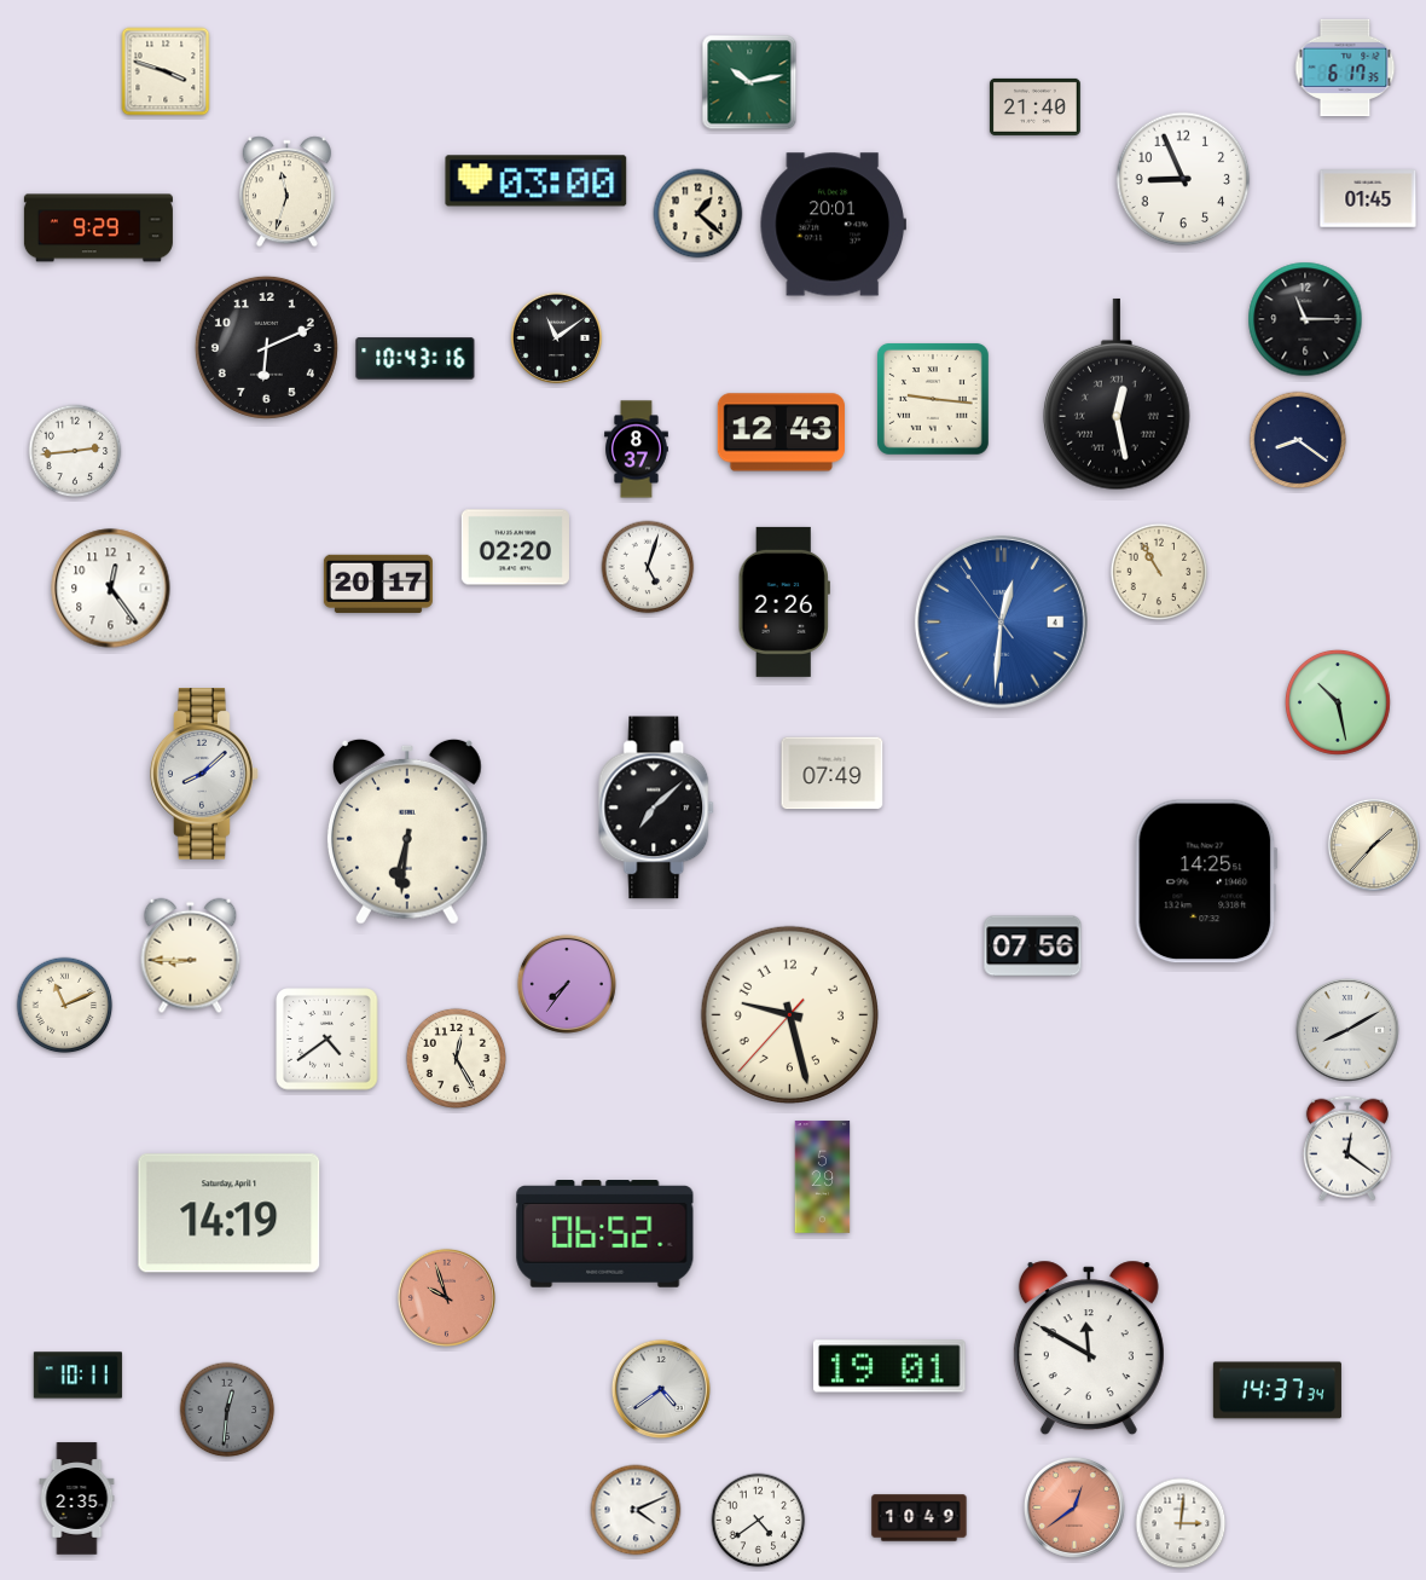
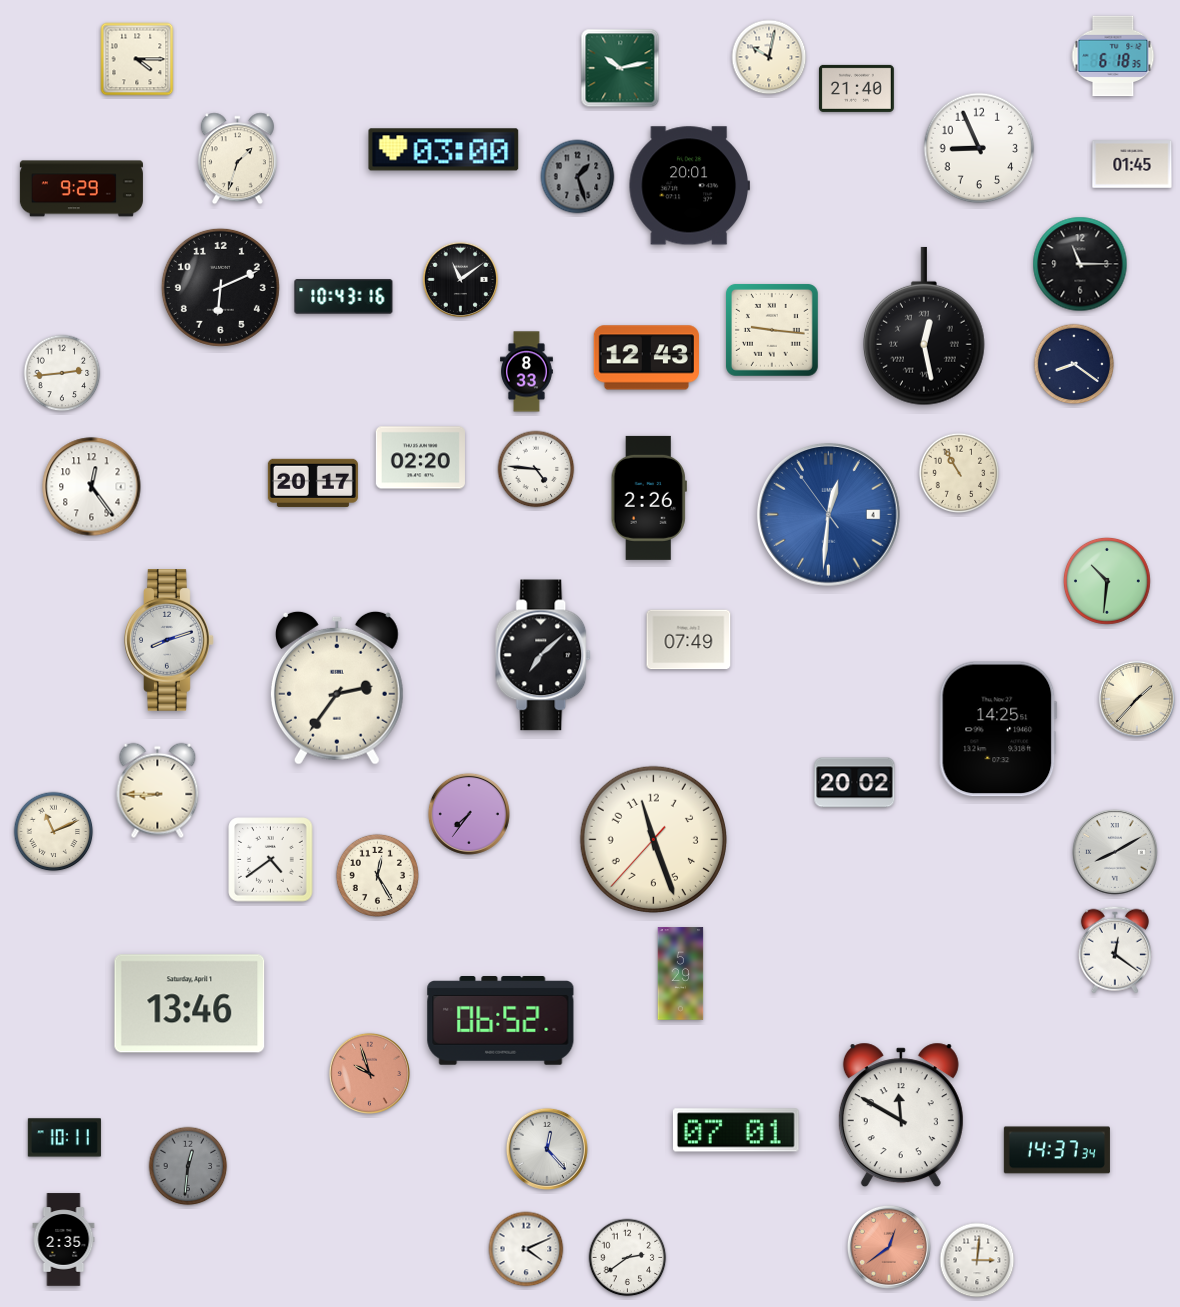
clock at (1345, 68): 6:17 -> 6:18
clock at (769, 57): none -> 10:02
clock at (166, 71): 3:48 -> 4:15
clock at (286, 192): 11:33 -> 1:33
clock at (698, 214): 1:22 -> 1:27
clock at (698, 214) dial: cream -> grey
clock at (637, 450): 8:37 -> 8:33
clock at (515, 548) position: (515, 548) -> (420, 458)
clock at (648, 567): 5:03 -> 4:46
clock at (1338, 702): 10:28 -> 10:31
clock at (205, 775): 8:08 -> 8:12
clock at (657, 808) position: (657, 808) -> (544, 655)
clock at (407, 832): 6:31 -> 2:36
clock at (1033, 947): 07:56 -> 20:02
clock at (789, 1014): 9:27 -> 11:26
clock at (230, 1214): 14:19 -> 13:46
clock at (891, 1366): 19:01 -> 07:01
clock at (661, 1389): 4:39 -> 12:23
clock at (920, 1518): 10:49 -> none
clock at (759, 1521): 4:39 -> 2:39
